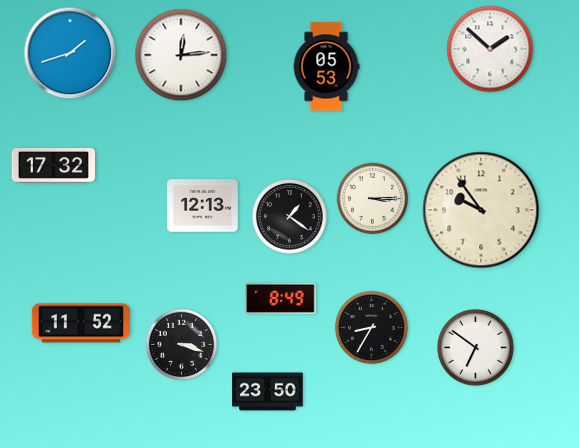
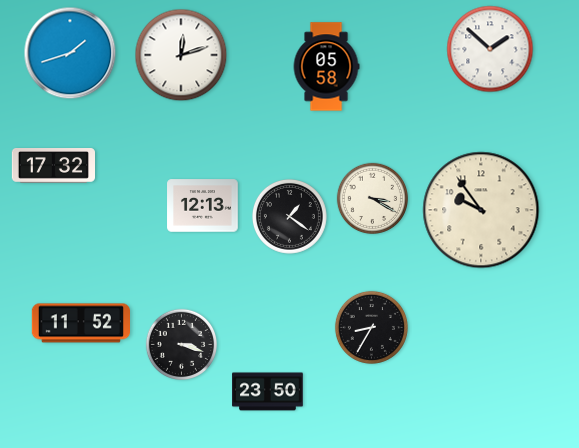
clock at (181, 55): 12:14 -> 12:12
clock at (326, 67): 05:53 -> 05:58
clock at (372, 198): 3:15 -> 3:20
clock at (281, 298): 8:49 -> none
clock at (476, 348): 6:51 -> none
